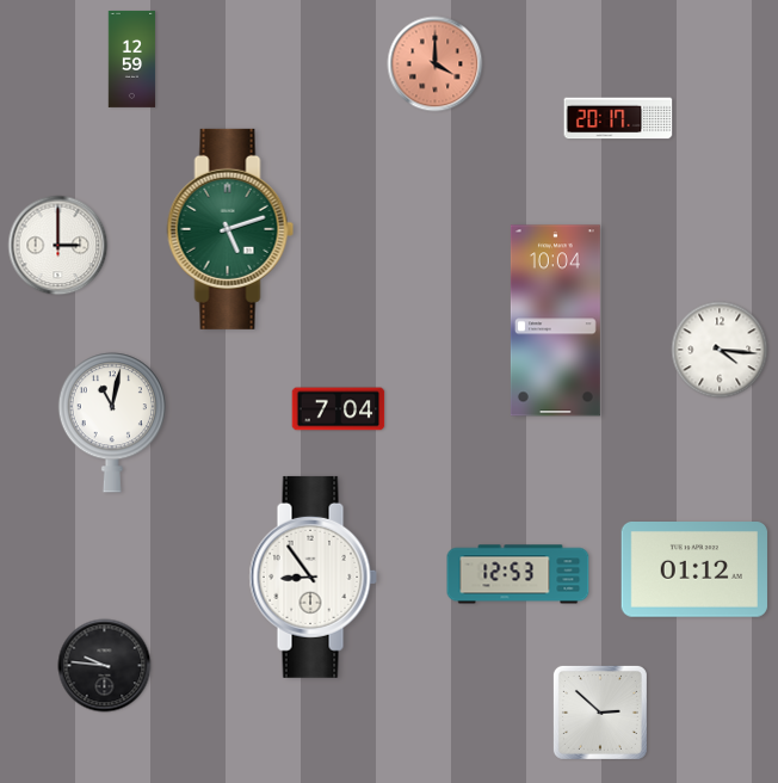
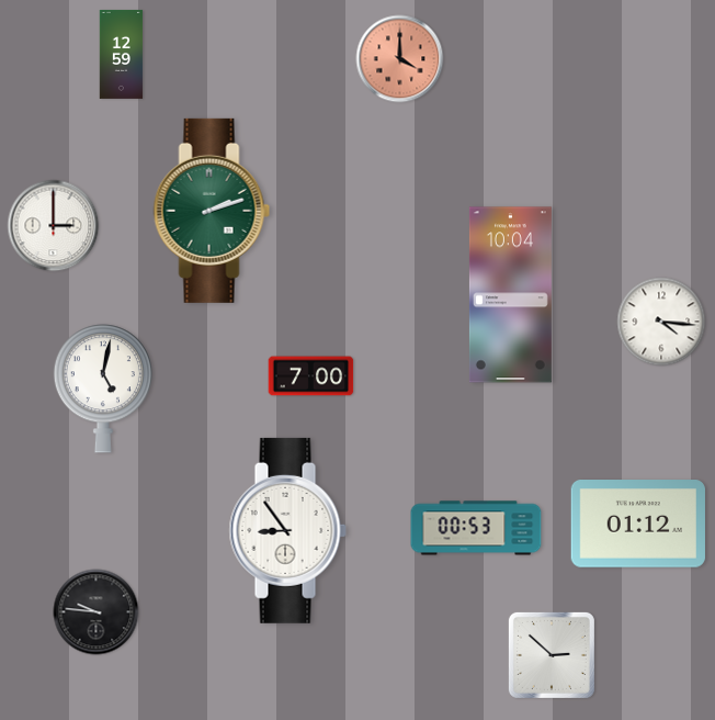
clock at (618, 118): 20:17 -> none
clock at (230, 229): 5:12 -> 2:12
clock at (339, 409): 7:04 -> 7:00
clock at (112, 423): 11:02 -> 5:02
clock at (518, 574): 12:53 -> 00:53
